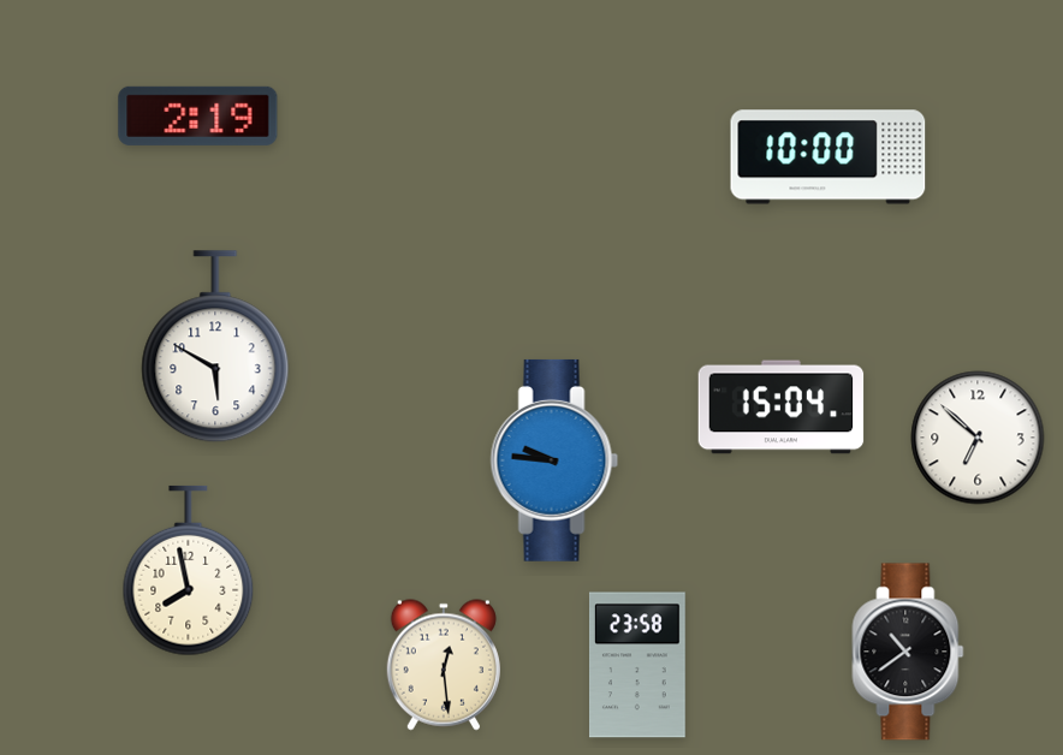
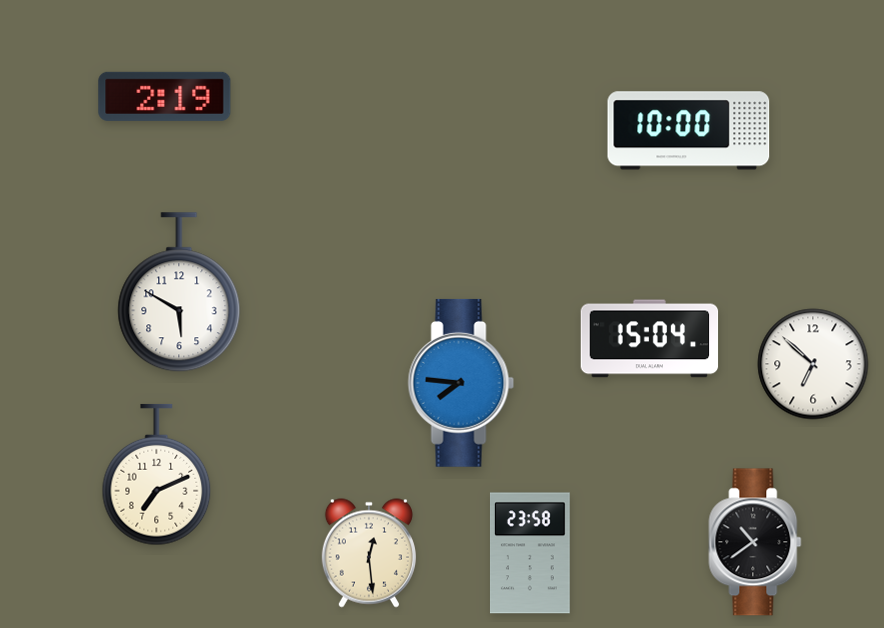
clock at (215, 347) position: (215, 347) -> (179, 293)
clock at (554, 460): 9:46 -> 7:46
clock at (189, 571): 7:58 -> 7:11
